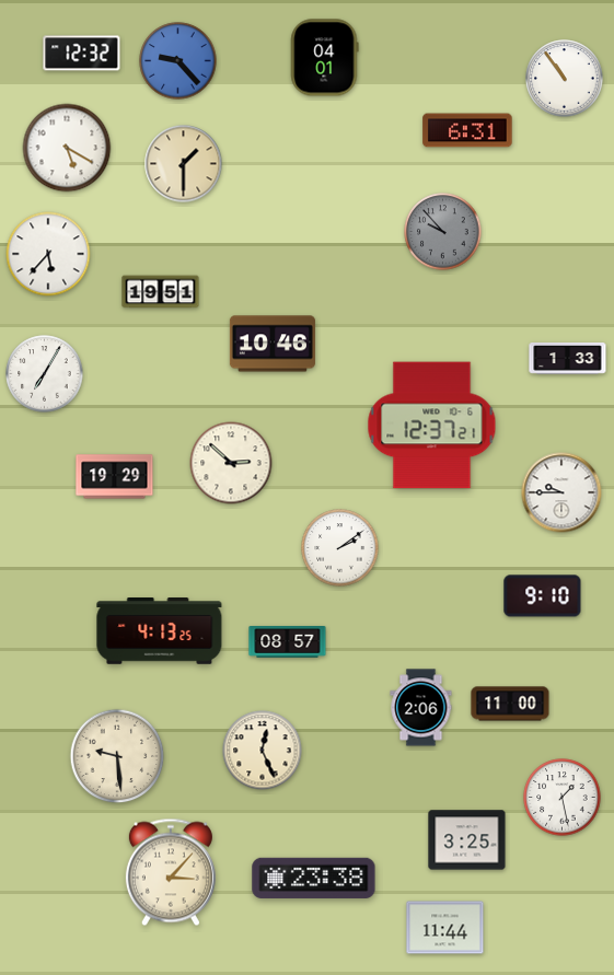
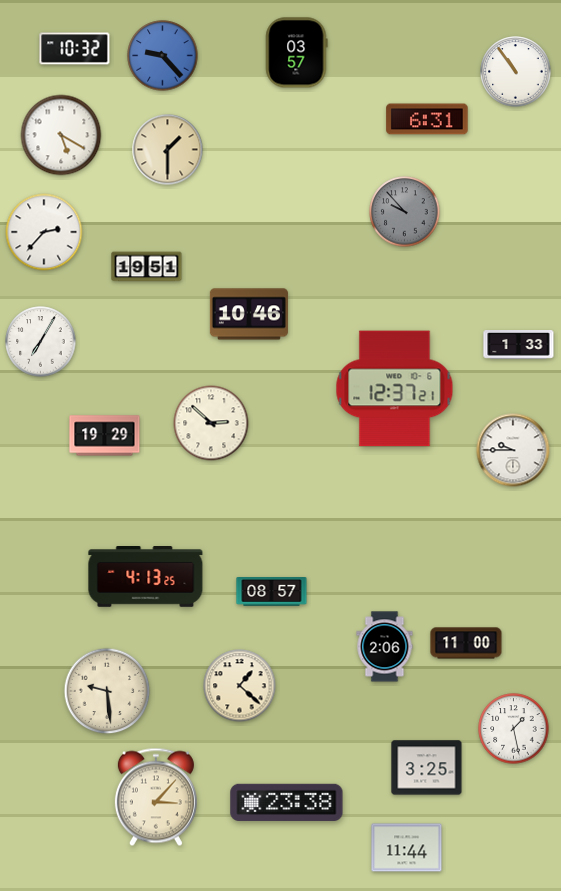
clock at (82, 54): 12:32 -> 10:32
clock at (325, 58): 04:01 -> 03:57
clock at (48, 254): 5:37 -> 2:37
clock at (568, 359) position: (568, 359) -> (519, 345)
clock at (340, 548): 2:09 -> none
clock at (543, 596): 9:10 -> none
clock at (288, 642) position: (288, 642) -> (272, 592)
clock at (263, 751): 12:26 -> 1:22
